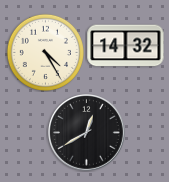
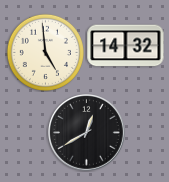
clock at (45, 52): 4:25 -> 4:59
